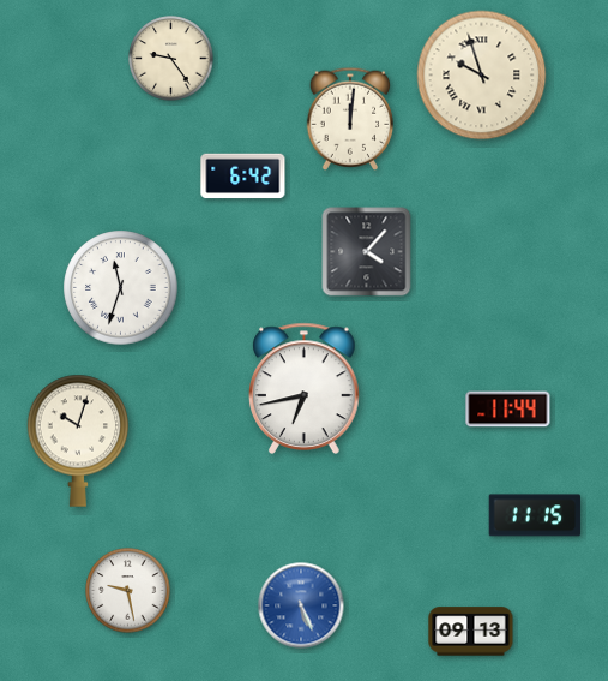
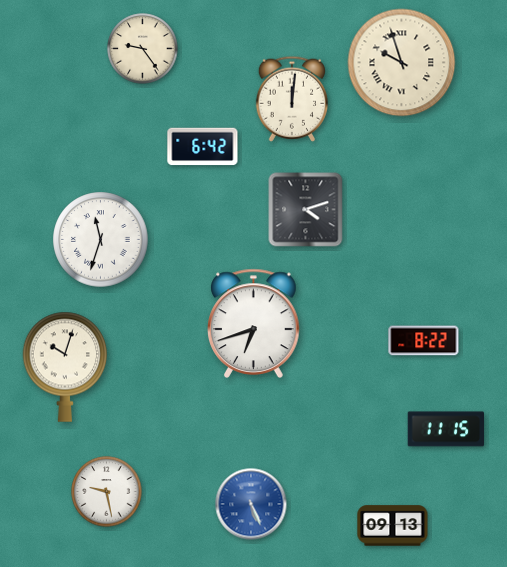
clock at (367, 252): 4:07 -> 4:12
clock at (305, 388): 6:43 -> 6:42
clock at (508, 410): 11:44 -> 8:22
